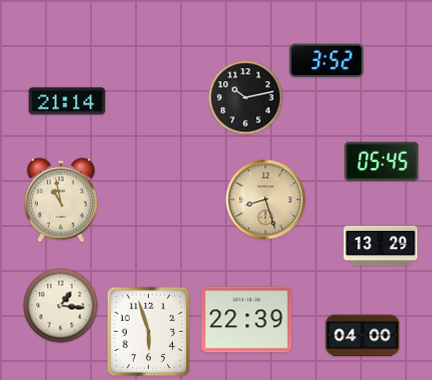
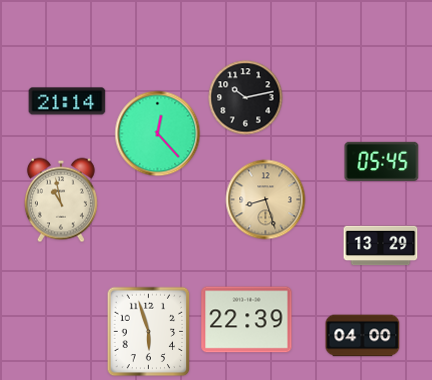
clock at (327, 61): 3:52 -> none
clock at (158, 134): none -> 12:23
clock at (61, 306): 1:16 -> none
